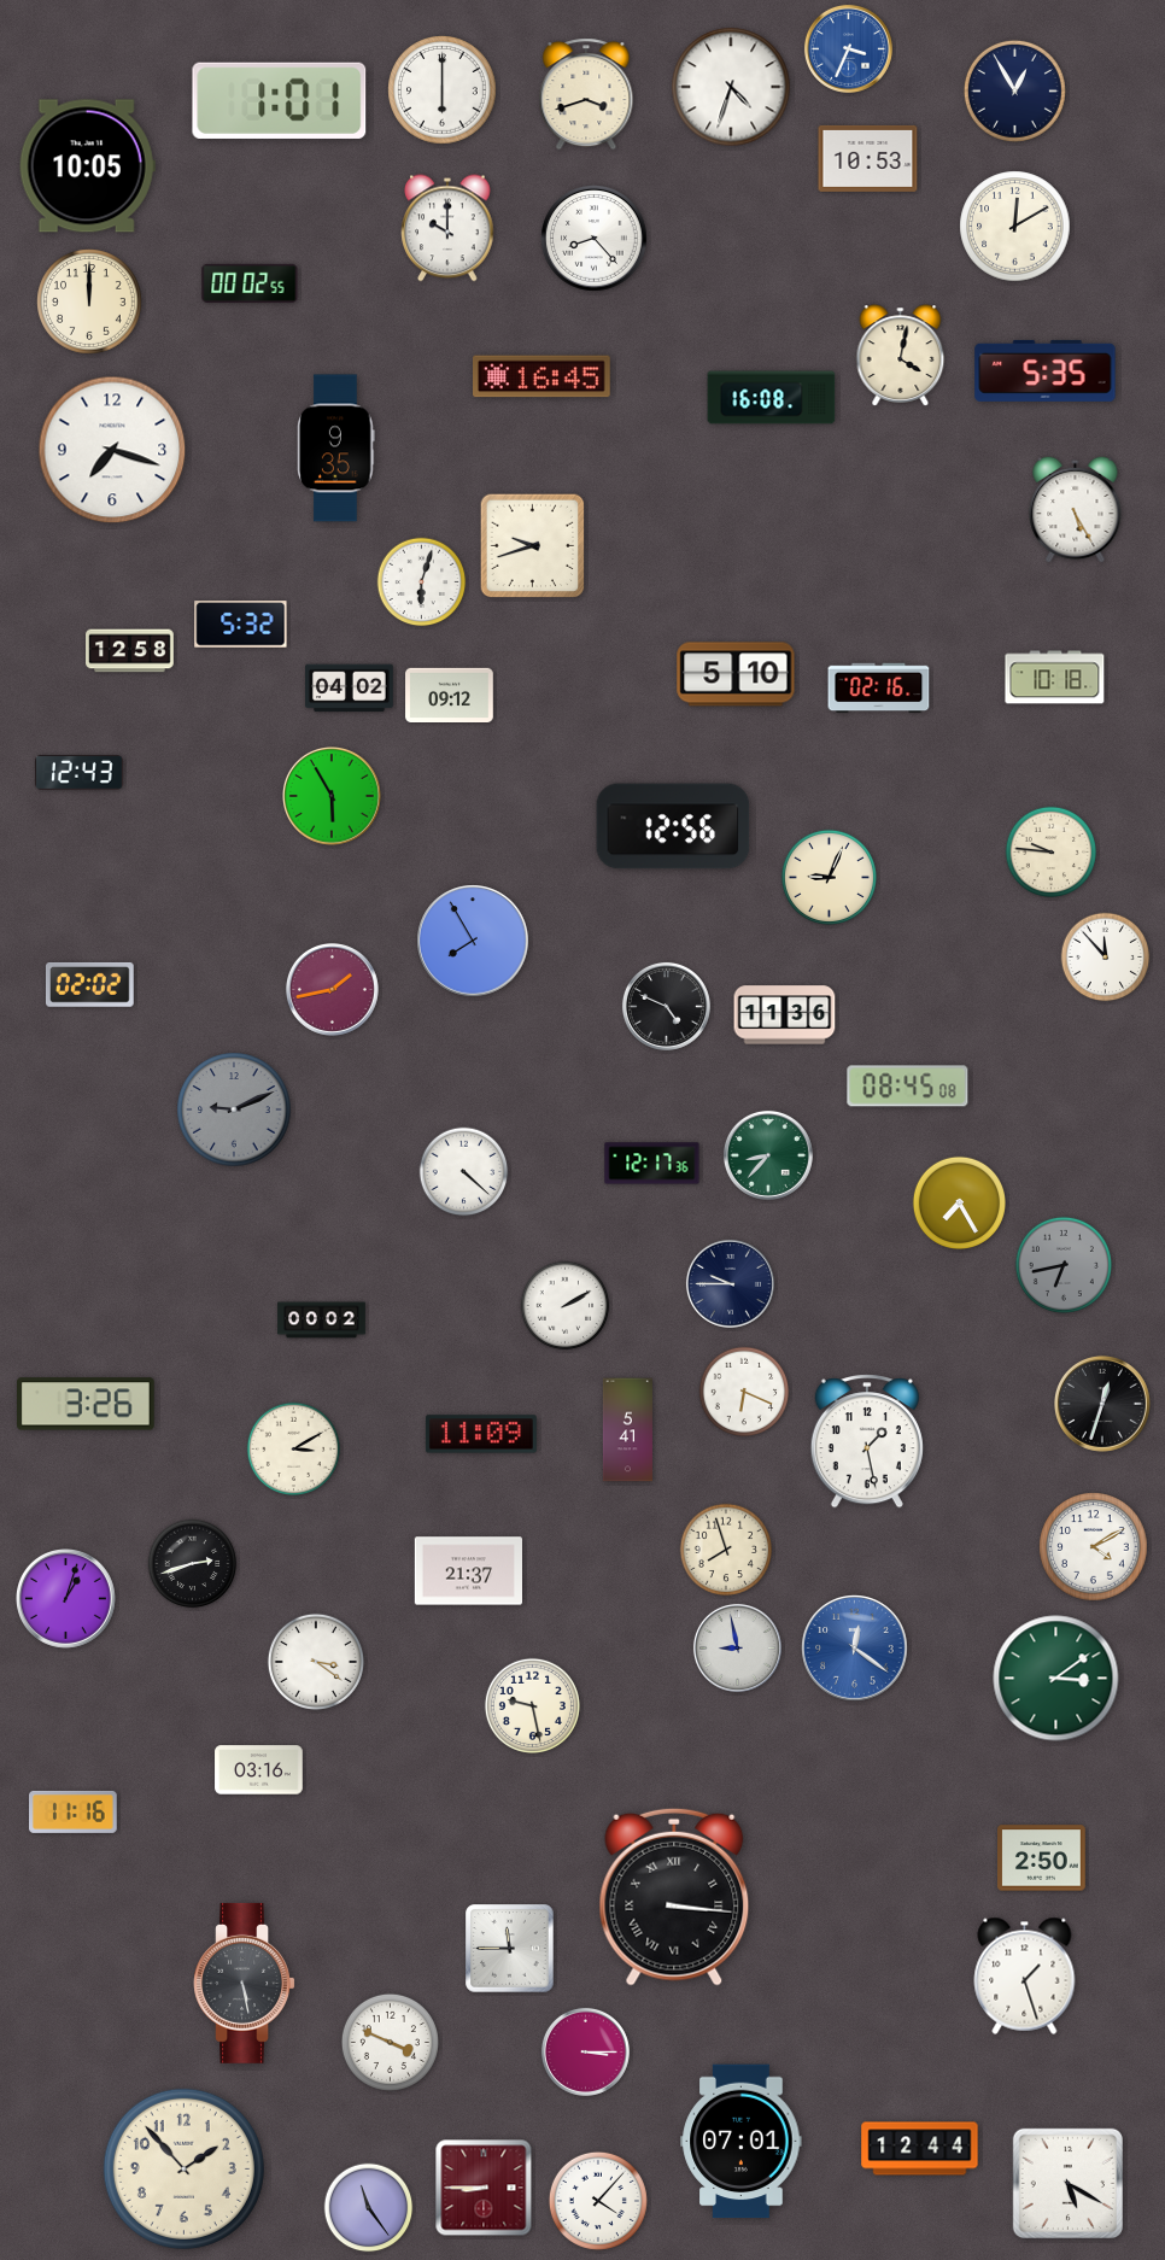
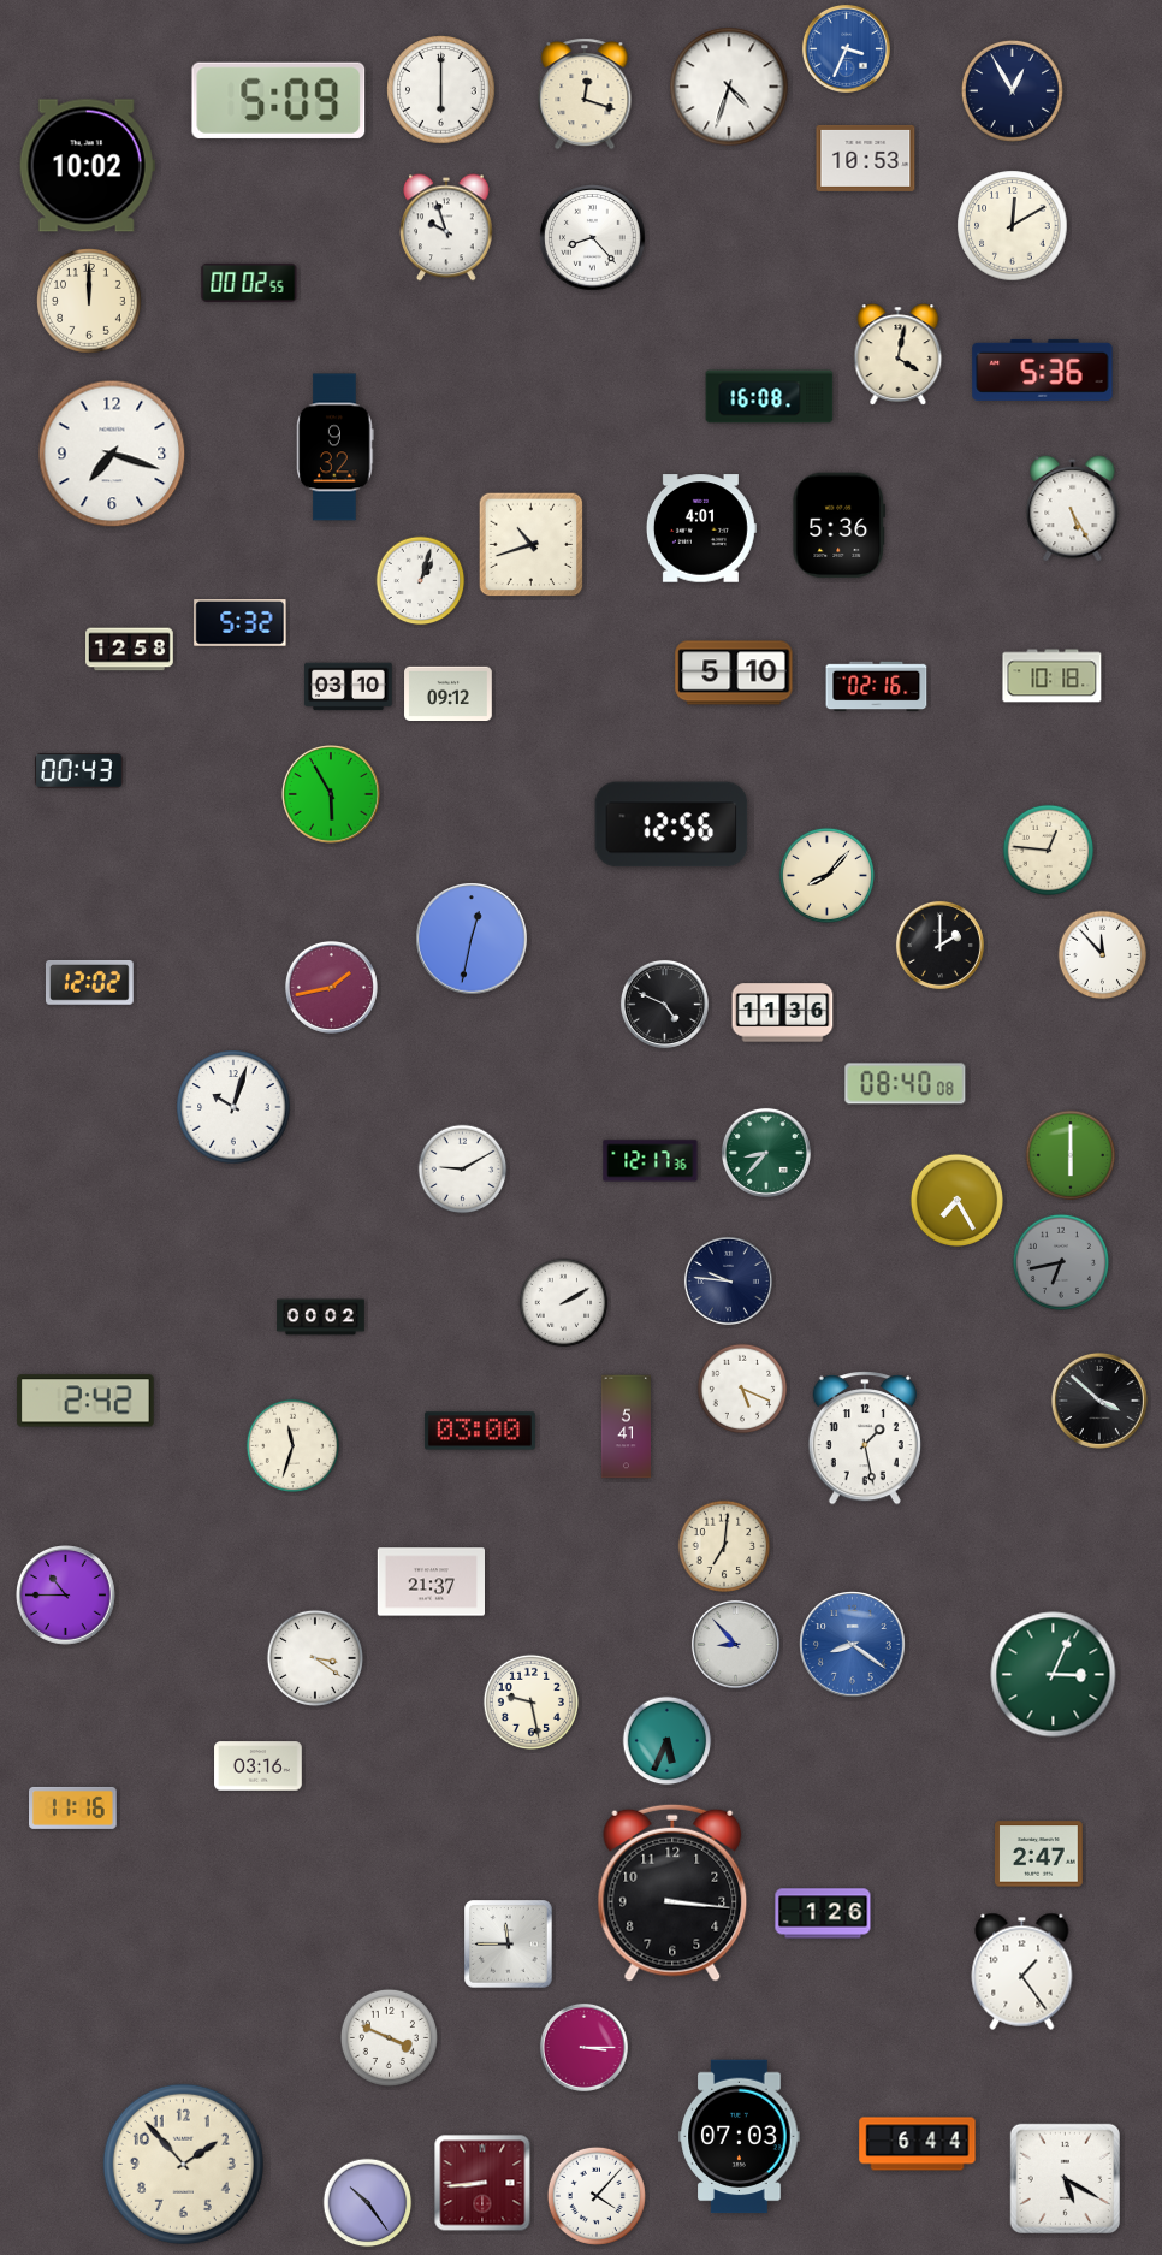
clock at (586, 94): 3:42 -> 12:18
clock at (280, 100): 1:01 -> 5:09
clock at (87, 166): 10:05 -> 10:02
clock at (447, 228): 10:00 -> 9:57
clock at (1046, 370): 5:35 -> 5:36
clock at (543, 376): 16:45 -> none
clock at (336, 449): 9:35 -> 9:32
clock at (112, 450) position: (112, 450) -> (112, 454)
clock at (840, 526): none -> 5:36
clock at (701, 528): none -> 4:01
clock at (533, 546): 9:42 -> 10:42
clock at (422, 582): 6:03 -> 1:03
clock at (350, 689): 04:02 -> 03:10
clock at (80, 773): 12:43 -> 00:43
clock at (1052, 853): 9:46 -> 12:46
clock at (829, 877): 9:04 -> 8:07
clock at (473, 941): 7:55 -> 12:32
clock at (939, 945): none -> 2:00
clock at (89, 984): 02:02 -> 12:02
clock at (908, 1087): 08:45 -> 08:40
clock at (234, 1109): 9:11 -> 10:03
clock at (234, 1109) dial: grey -> white
clock at (1071, 1155): none -> 6:00
clock at (464, 1172): 4:22 -> 9:10
clock at (730, 1283): 9:45 -> 9:46
clock at (744, 1392): 6:19 -> 5:19
clock at (87, 1404): 3:26 -> 2:42
clock at (1102, 1404): 12:33 -> 3:52
clock at (481, 1434): 11:09 -> 03:00
clock at (293, 1448): 3:10 -> 11:33
clock at (1094, 1547): 4:10 -> none
clock at (726, 1550): 7:57 -> 7:01
clock at (193, 1564): 2:42 -> none
clock at (468, 1571) position: (468, 1571) -> (431, 1582)
clock at (66, 1599): 1:03 -> 10:45
clock at (737, 1647): 8:58 -> 8:53
clock at (855, 1649): 12:21 -> 8:21
clock at (1056, 1679): 3:09 -> 3:04
clock at (668, 1741): none -> 5:34
clock at (1042, 1858): 2:50 -> 2:47
clock at (674, 1897) numerals: Roman -> Arabic
clock at (823, 1913): none -> 1:26
clock at (1025, 1975): 1:27 -> 1:24
clock at (244, 1983): 5:28 -> none
clock at (742, 2142): 07:01 -> 07:03
clock at (920, 2149): 12:44 -> 6:44
clock at (484, 2188): 8:45 -> 8:44
clock at (369, 2208): 11:24 -> 10:24
